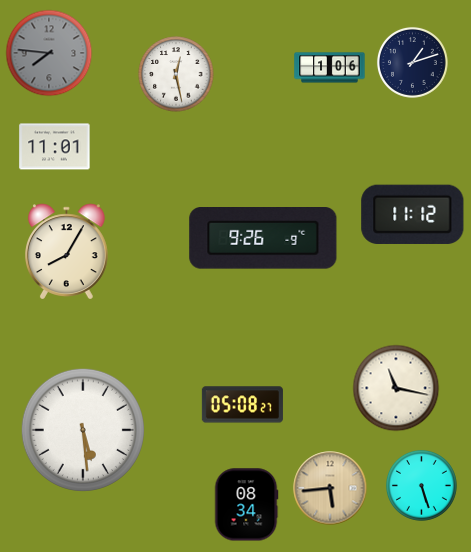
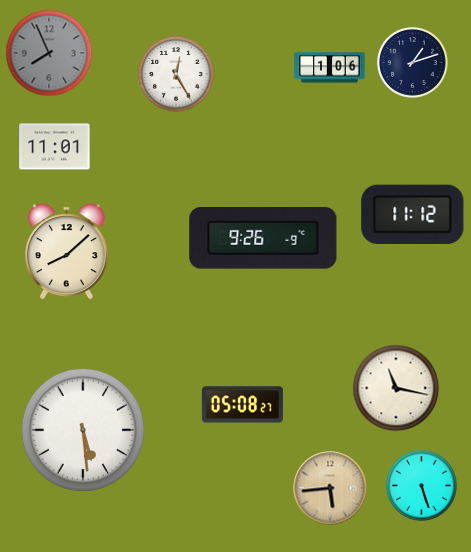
clock at (49, 53): 7:46 -> 7:56
clock at (176, 74): 12:28 -> 12:25
clock at (67, 252): 8:05 -> 8:08
clock at (246, 505): 08:34 -> none
